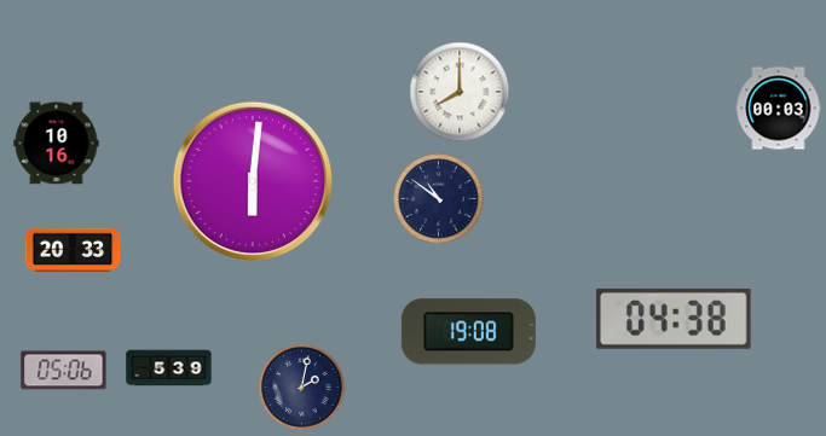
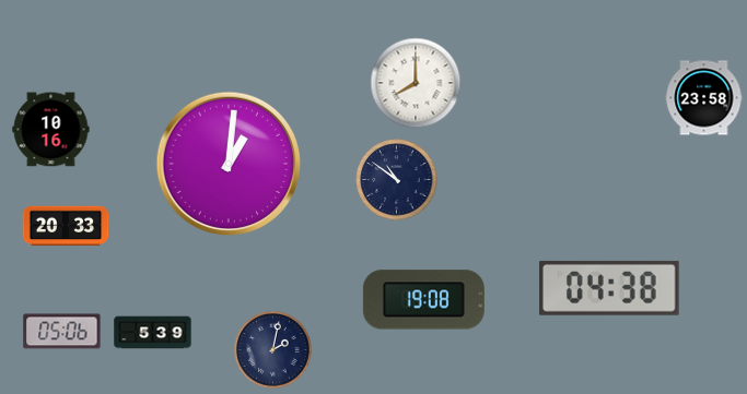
clock at (779, 109): 00:03 -> 23:58
clock at (252, 180): 6:01 -> 1:01
clock at (64, 371) position: (64, 371) -> (62, 332)
